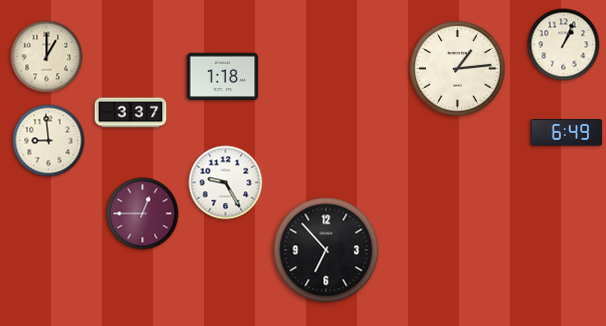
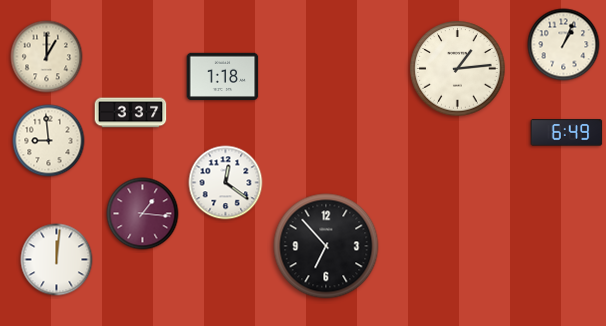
clock at (226, 183): 9:25 -> 12:21
clock at (143, 214): 12:45 -> 1:16
clock at (326, 250) position: (326, 250) -> (326, 246)
clock at (57, 260): none -> 12:01
